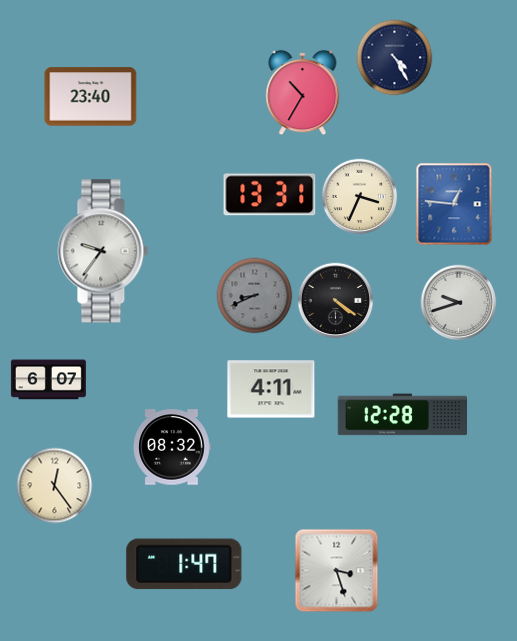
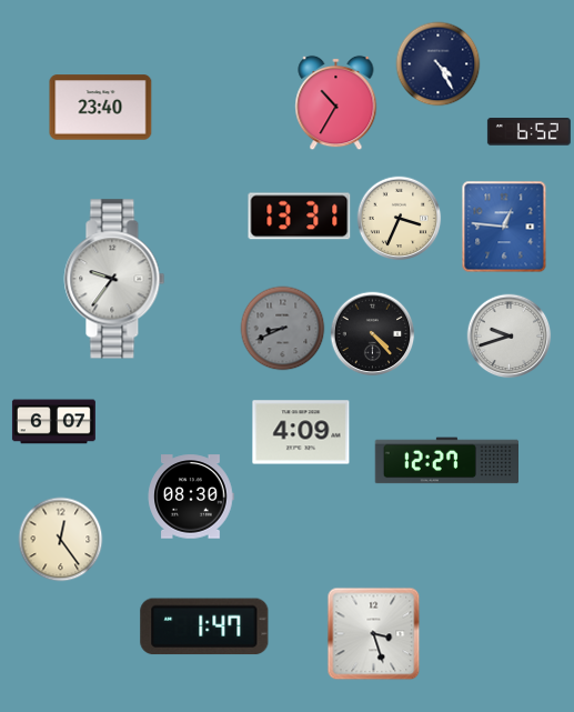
clock at (528, 132): none -> 6:52
clock at (336, 301): 4:21 -> 4:23
clock at (271, 389): 4:11 -> 4:09
clock at (402, 415): 12:28 -> 12:27
clock at (172, 447): 08:32 -> 08:30
